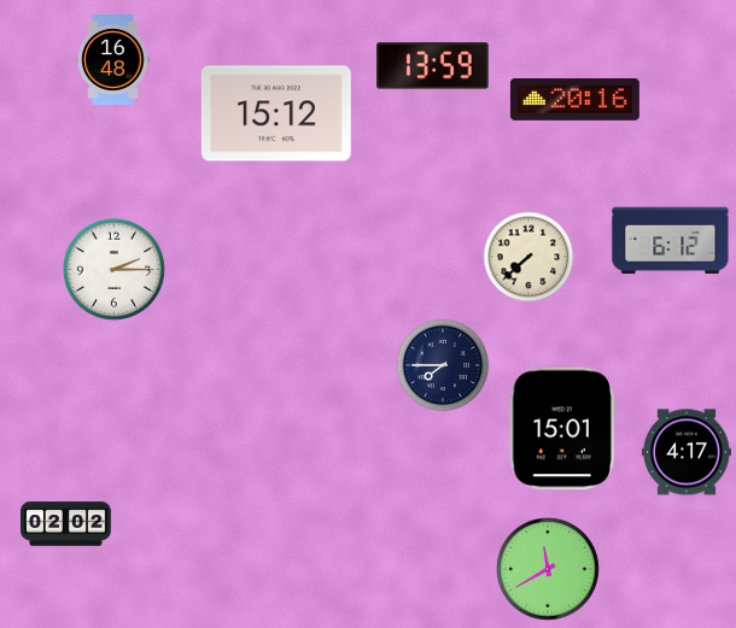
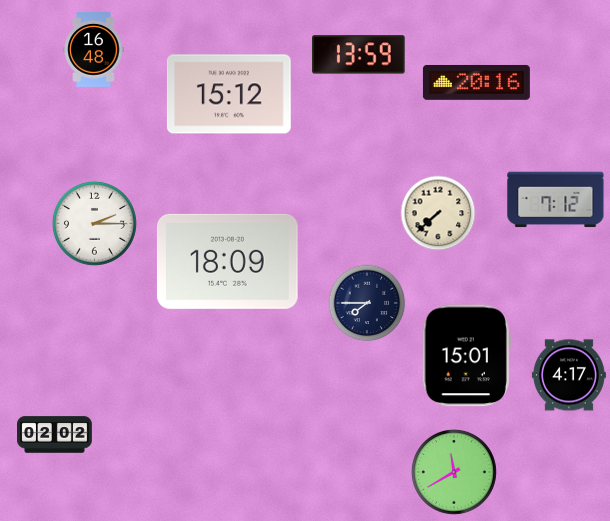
clock at (671, 241): 6:12 -> 7:12
clock at (227, 261): none -> 18:09
